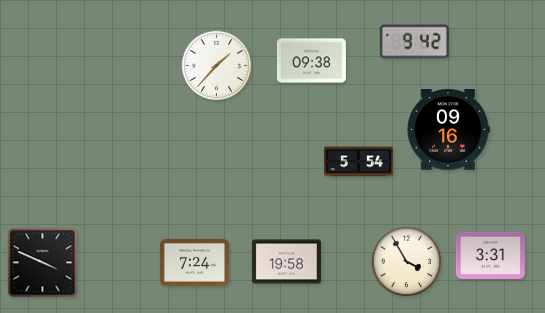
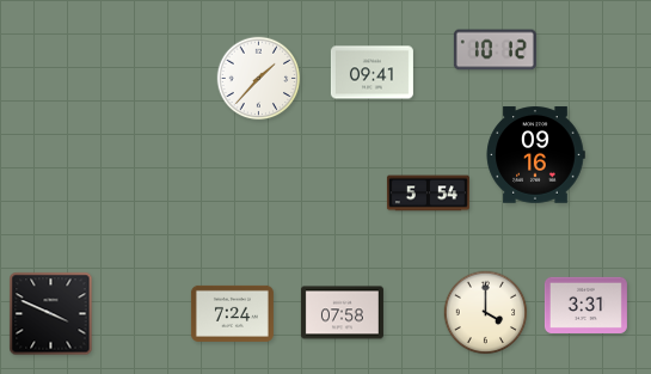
clock at (414, 42): 9:42 -> 10:12
clock at (311, 61): 09:38 -> 09:41
clock at (286, 262): 19:58 -> 07:58
clock at (407, 262): 3:55 -> 4:00
